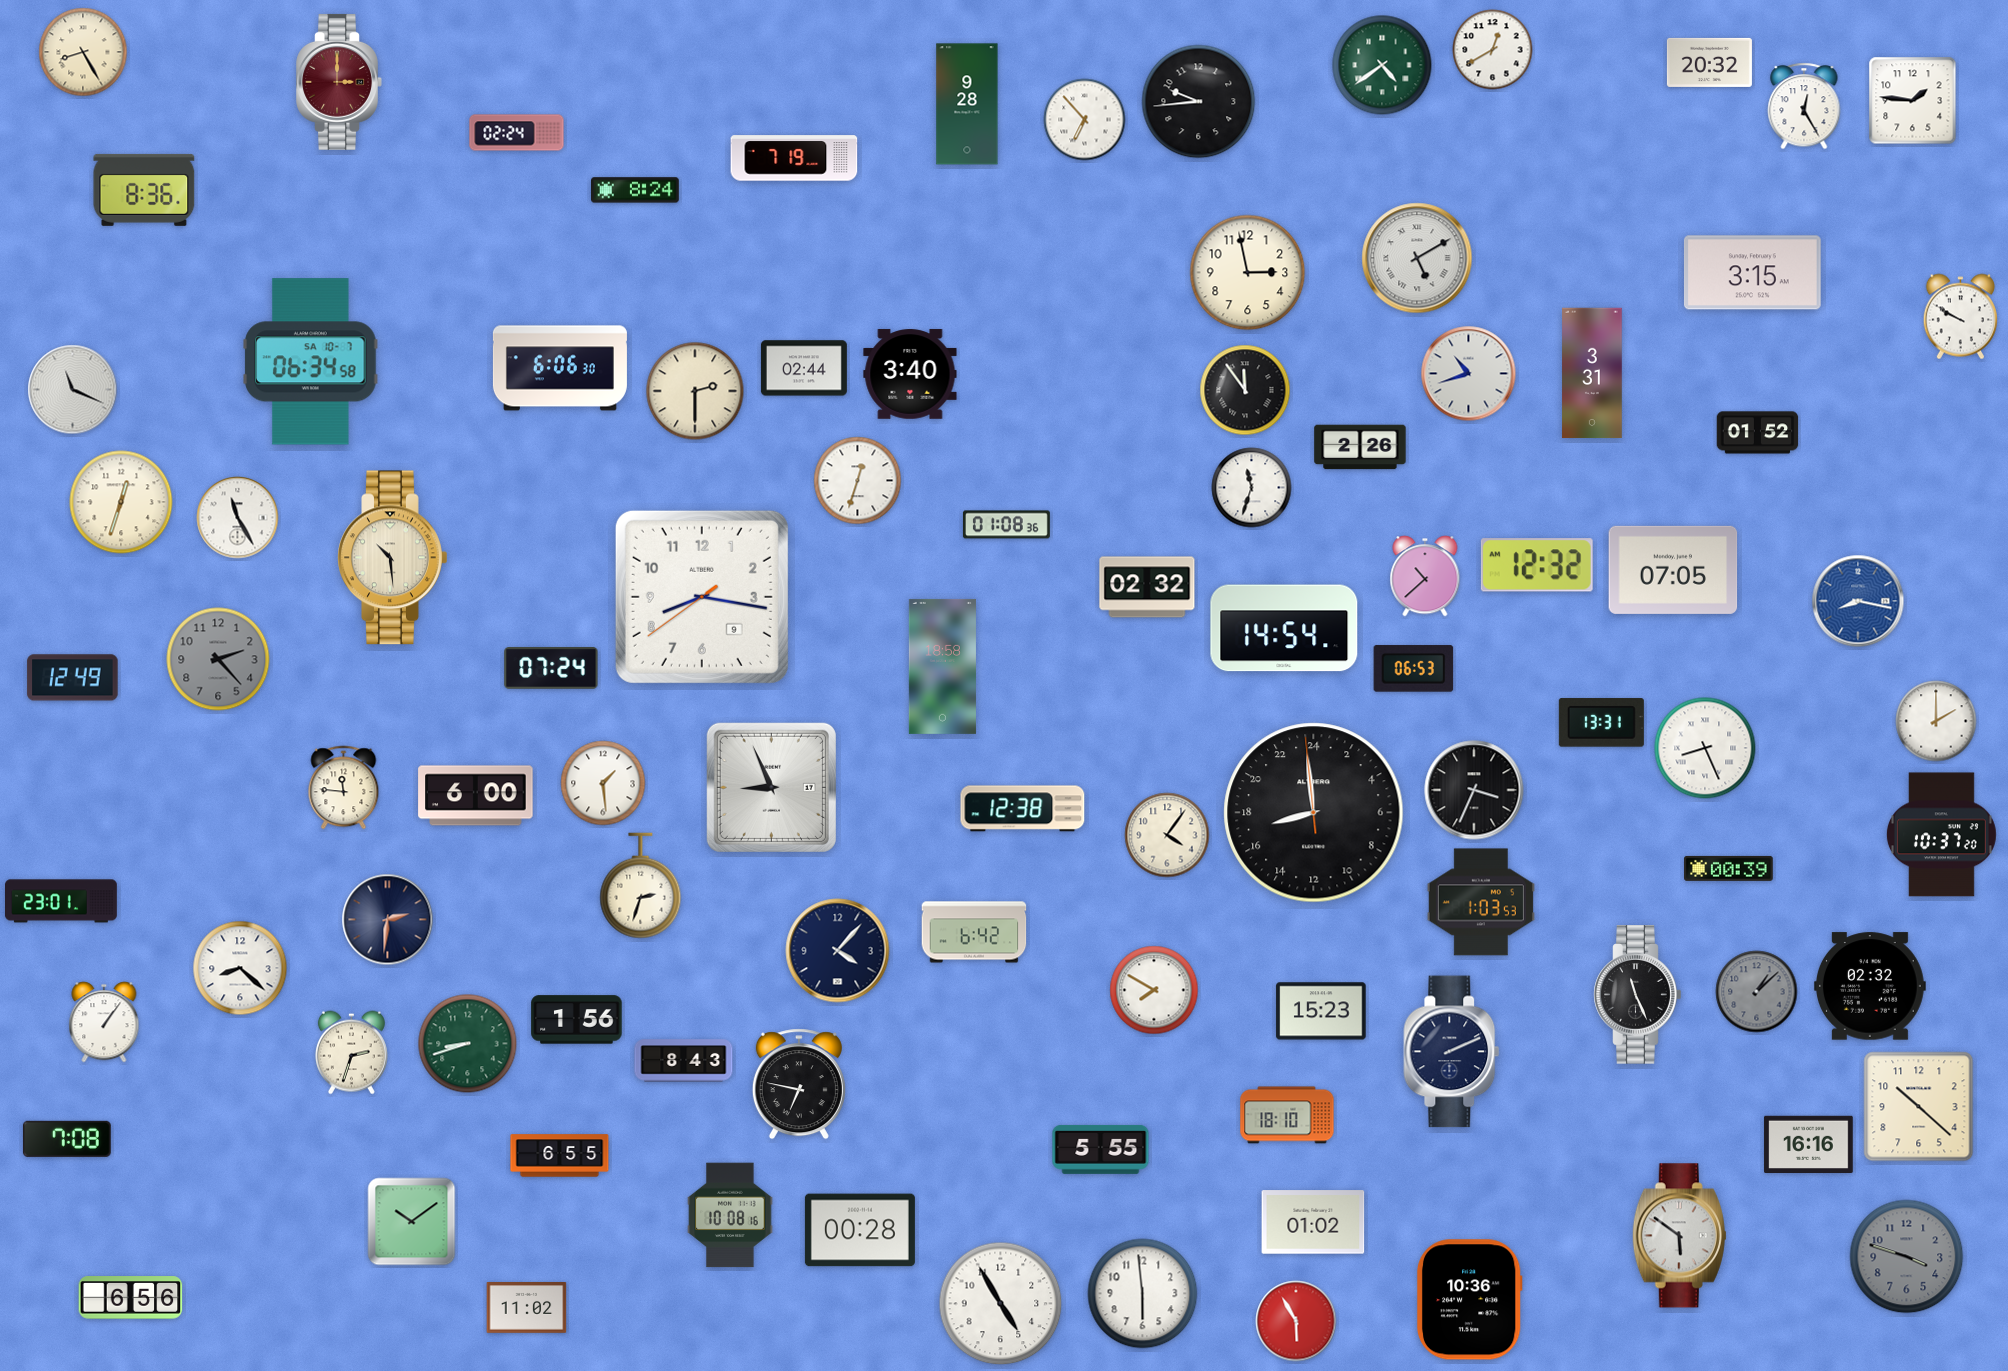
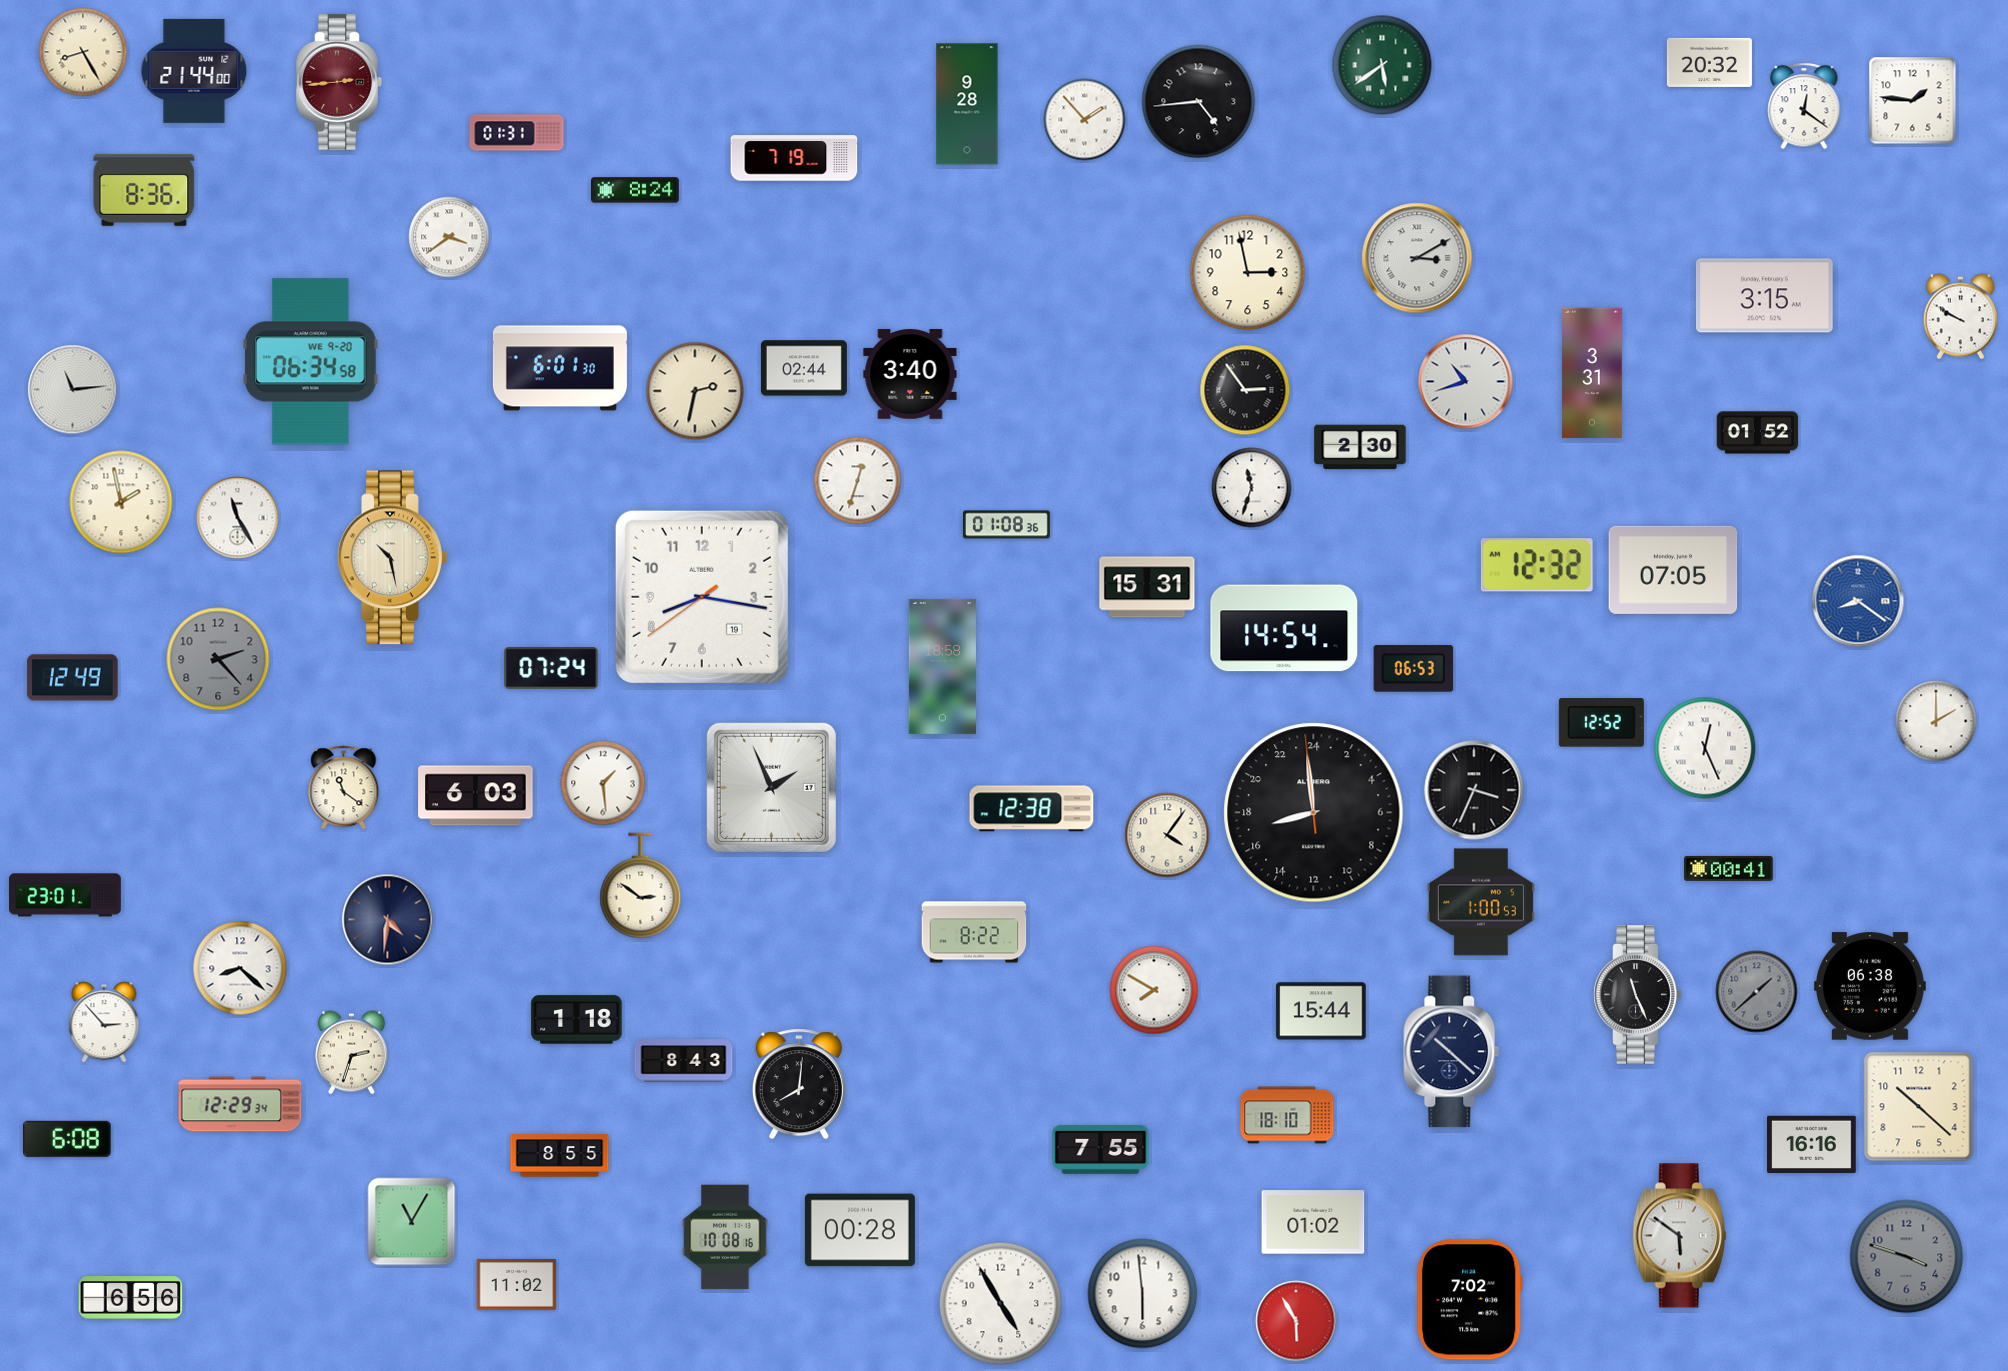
clock at (1493, 50): 12:40 -> none
clock at (1382, 65): 4:39 -> 5:39
clock at (194, 71): none -> 21:44
clock at (339, 82): 3:00 -> 2:44
clock at (1199, 102): 9:44 -> 4:44
clock at (1804, 106): 12:25 -> 12:21
clock at (1085, 120): 6:53 -> 1:53
clock at (517, 133): 02:24 -> 01:31
clock at (449, 237): none -> 3:39
clock at (1417, 258): 5:10 -> 3:10
clock at (1752, 273) position: (1752, 273) -> (1764, 296)
clock at (311, 362) date: SA 10-7 -> WE 9-20
clock at (560, 368): 6:06 -> 6:01
clock at (1469, 374) position: (1469, 374) -> (1466, 382)
clock at (73, 390): 11:19 -> 11:14
clock at (1245, 390): 11:54 -> 2:54
clock at (695, 391): 2:30 -> 2:32
clock at (1360, 447): 2:26 -> 2:30
clock at (121, 502): 12:33 -> 1:58
clock at (393, 558): 10:29 -> 10:28
clock at (1425, 576): 10:38 -> none
clock at (1147, 587): 02:32 -> 15:31
clock at (702, 597) date: 9 -> 19
clock at (1858, 601): 8:17 -> 8:21
clock at (1601, 723): 13:31 -> 12:52
clock at (1705, 748): 8:26 -> 12:26
clock at (771, 787): 8:56 -> 1:56
clock at (344, 788): 11:46 -> 11:21
clock at (476, 796): 6:00 -> 6:03
clock at (1023, 809) position: (1023, 809) -> (1032, 809)
clock at (1941, 835): 10:37 -> none
clock at (1729, 868): 00:39 -> 00:41
clock at (641, 886): 2:33 -> 2:51
clock at (62, 901) position: (62, 901) -> (66, 895)
clock at (1481, 902): 1:03 -> 1:00
clock at (388, 920): 2:31 -> 4:31
clock at (974, 932): 6:42 -> 8:22
clock at (838, 951): 4:07 -> none
clock at (1870, 986): 02:32 -> 06:38
clock at (1757, 992): 1:08 -> 1:38
clock at (1321, 1011): 15:23 -> 15:44
clock at (577, 1020): 1:56 -> 1:18
clock at (104, 1022): 1:06 -> 2:53
clock at (468, 1044): 8:42 -> none
clock at (1452, 1052): 2:11 -> 10:22
clock at (799, 1084): 6:47 -> 8:01
clock at (240, 1104): none -> 12:29
clock at (67, 1139): 7:08 -> 6:08
clock at (1809, 1145) position: (1809, 1145) -> (1812, 1145)
clock at (1101, 1149): 5:55 -> 7:55
clock at (560, 1156): 6:55 -> 8:55
clock at (730, 1215) position: (730, 1215) -> (725, 1237)
clock at (412, 1222): 10:09 -> 11:05
clock at (1469, 1300): 10:36 -> 7:02
clock at (527, 1308) position: (527, 1308) -> (517, 1285)
